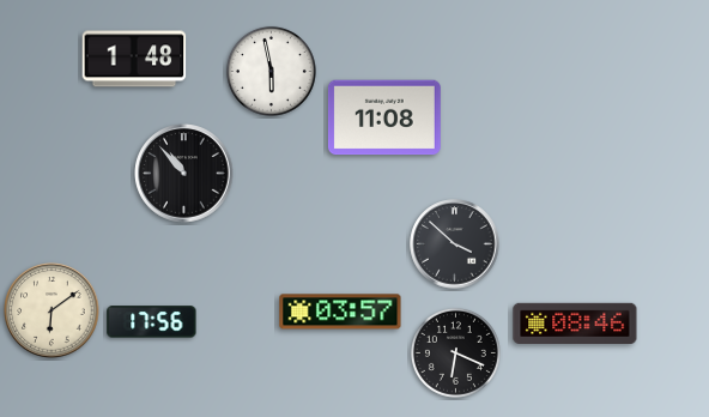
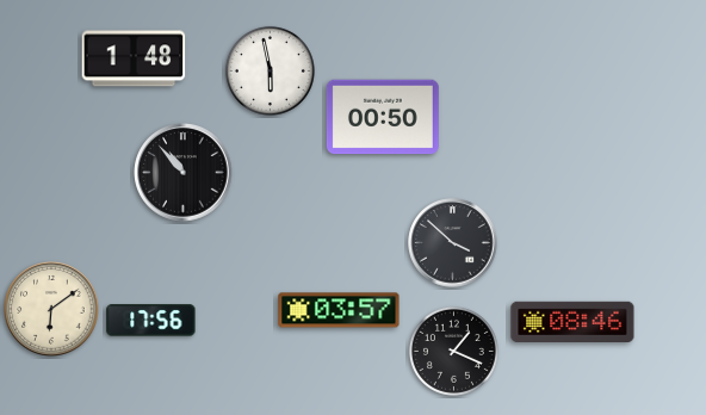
clock at (384, 117): 11:08 -> 00:50
clock at (455, 352): 6:19 -> 1:19
